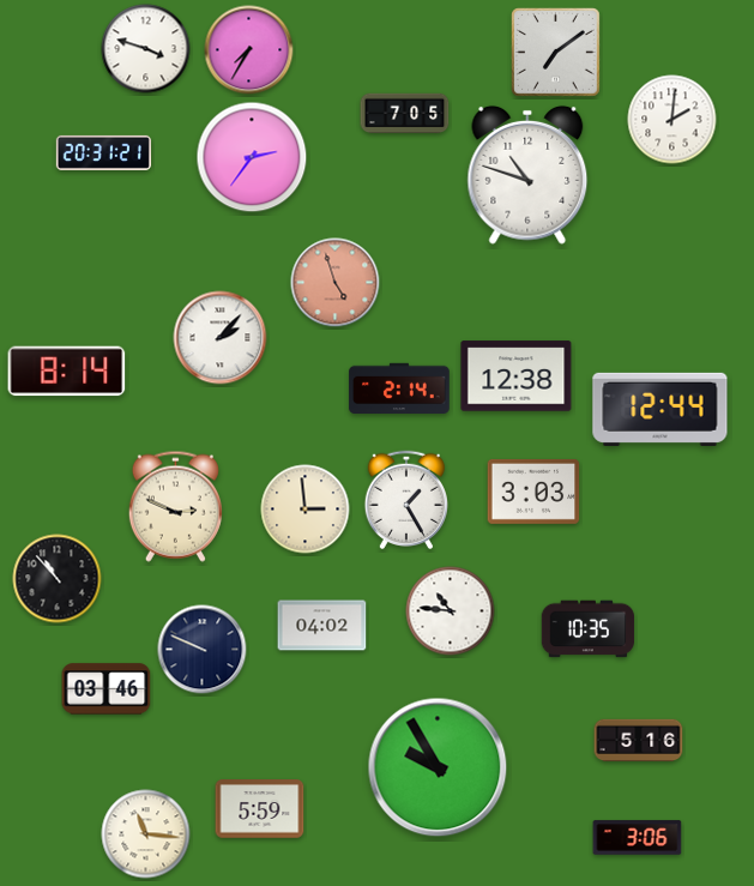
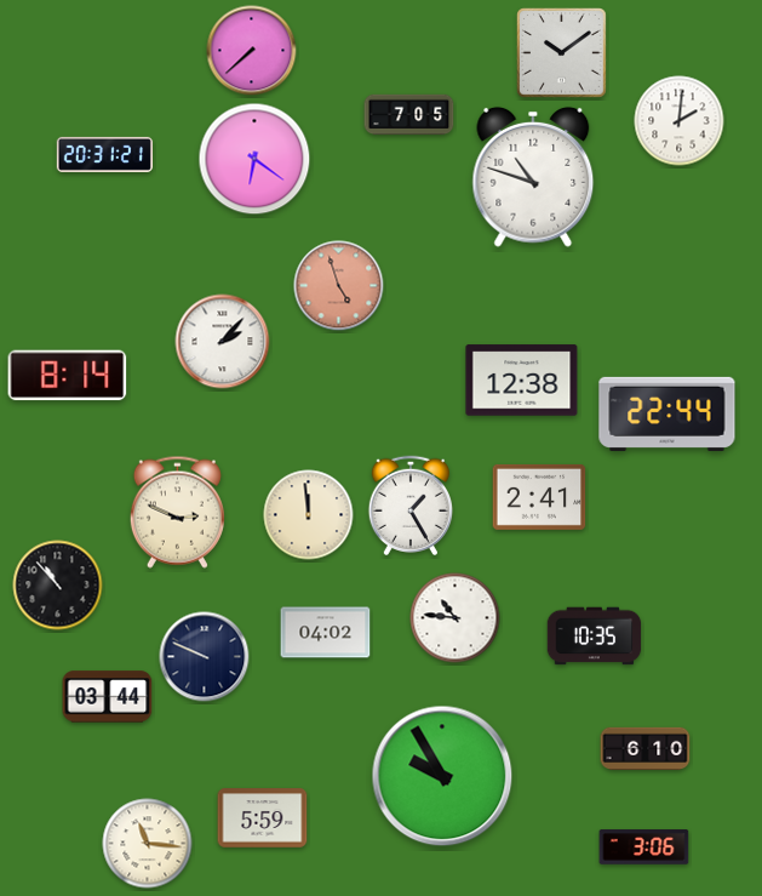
clock at (146, 49): 3:48 -> none
clock at (249, 50): 7:35 -> 7:38
clock at (556, 53): 7:09 -> 10:09
clock at (252, 157): 2:36 -> 6:21
clock at (399, 388): 2:14 -> none
clock at (660, 409): 12:44 -> 22:44
clock at (533, 492): 3:03 -> 2:41
clock at (306, 510): 2:59 -> 11:59
clock at (107, 689): 03:46 -> 03:44
clock at (639, 740): 5:16 -> 6:10
